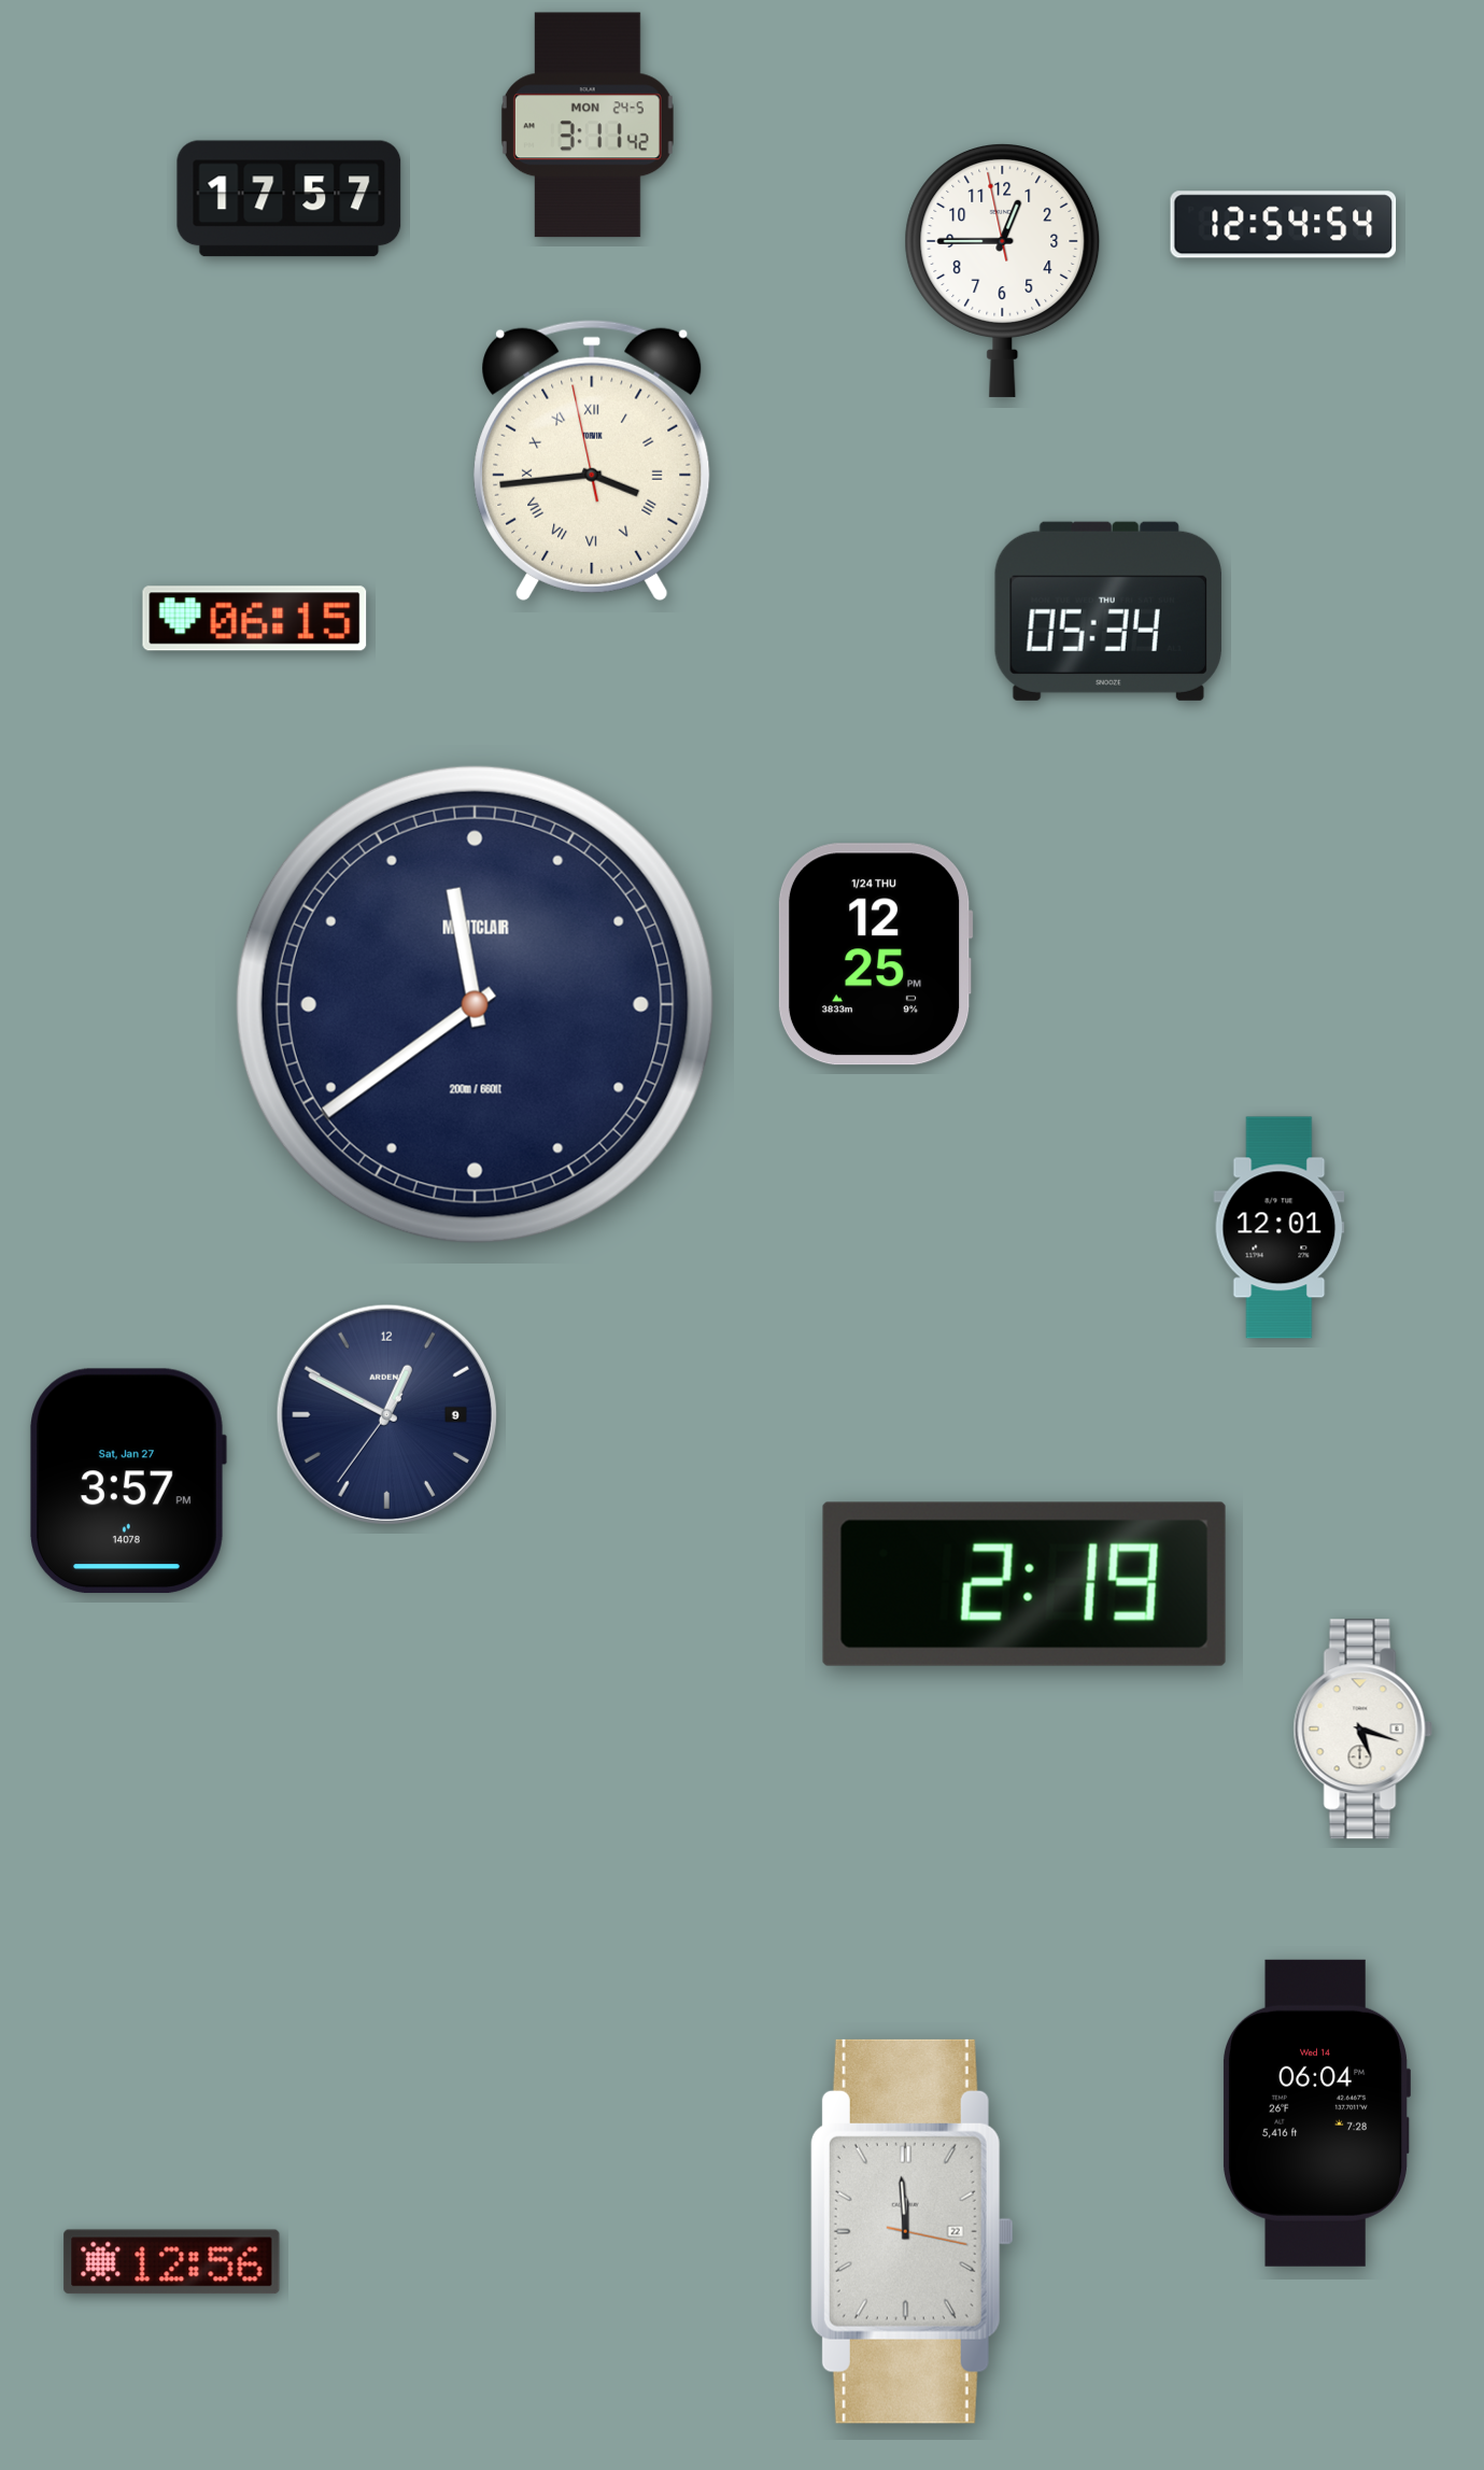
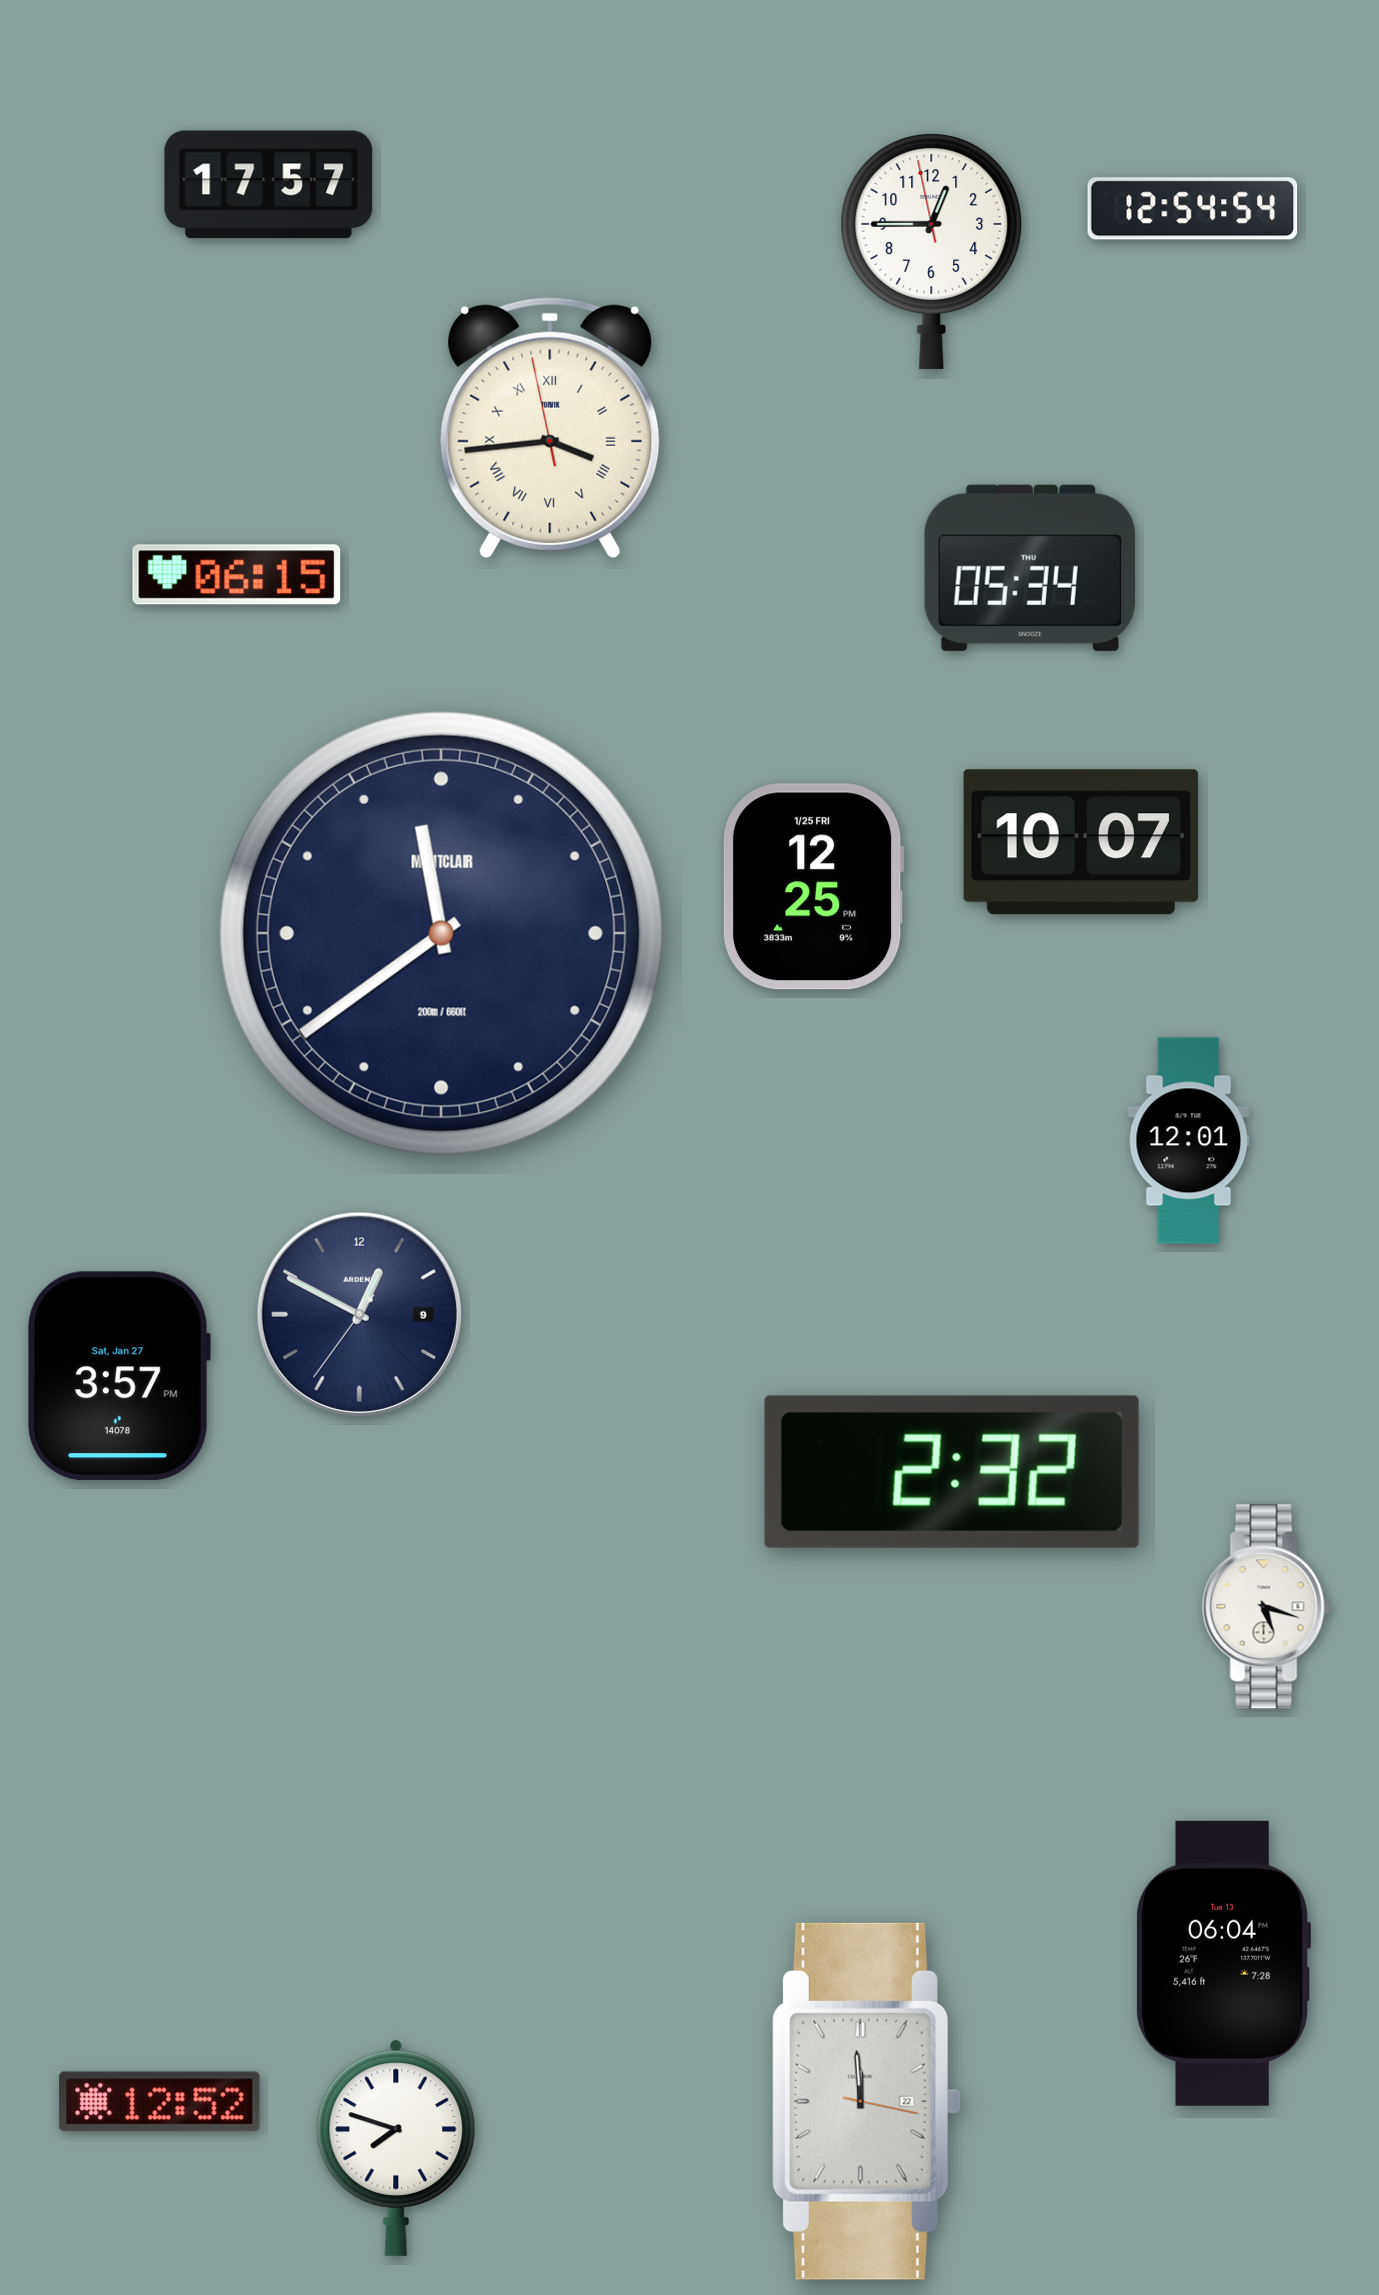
clock at (588, 125): 3:11 -> none
clock at (1081, 842): none -> 10:07
clock at (875, 955) date: 1/24 THU -> 1/25 FRI
clock at (1024, 1584): 2:19 -> 2:32
clock at (1316, 2113) date: Wed 14 -> Tue 13
clock at (911, 2231) position: (911, 2231) -> (866, 2101)
clock at (172, 2262): 12:56 -> 12:52
clock at (396, 2148): none -> 7:48
